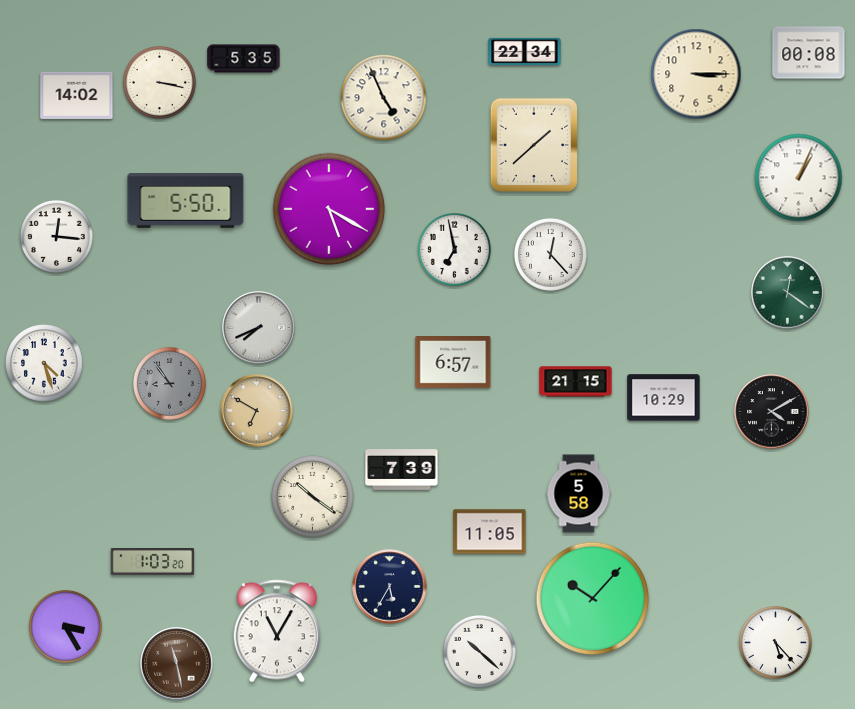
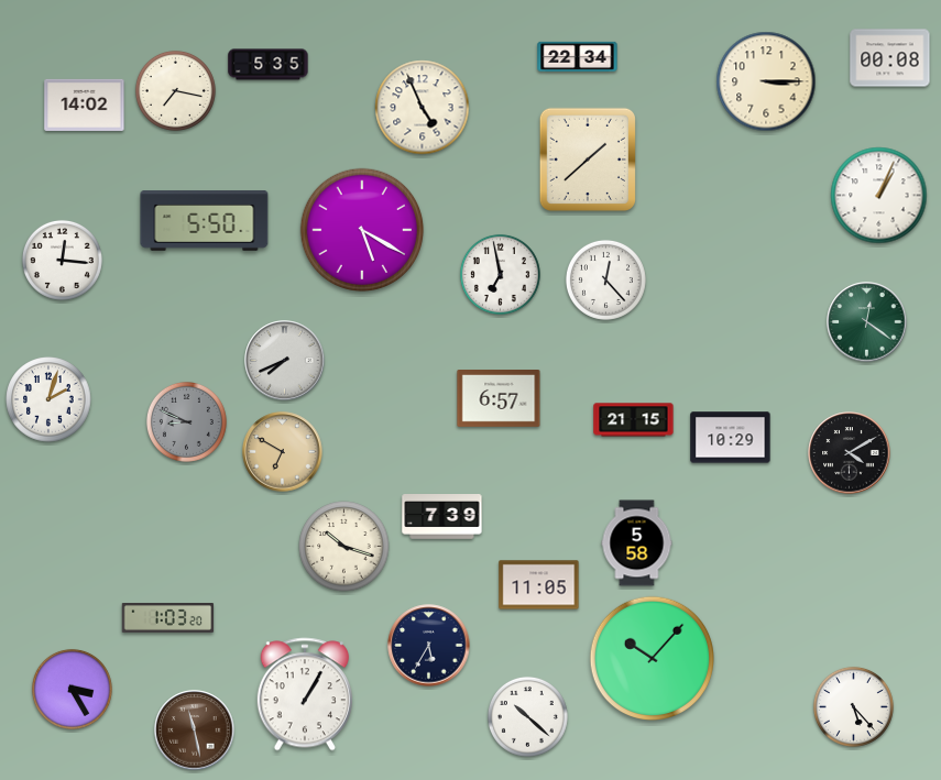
clock at (159, 82): 3:17 -> 7:17
clock at (44, 363): 4:27 -> 2:03
clock at (169, 383): 8:54 -> 8:49
clock at (313, 497): 10:21 -> 10:18
clock at (277, 631): 11:05 -> 1:05
